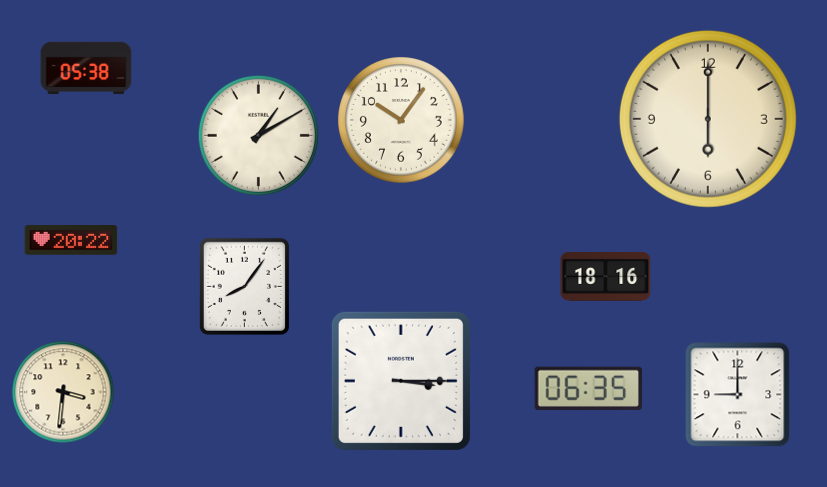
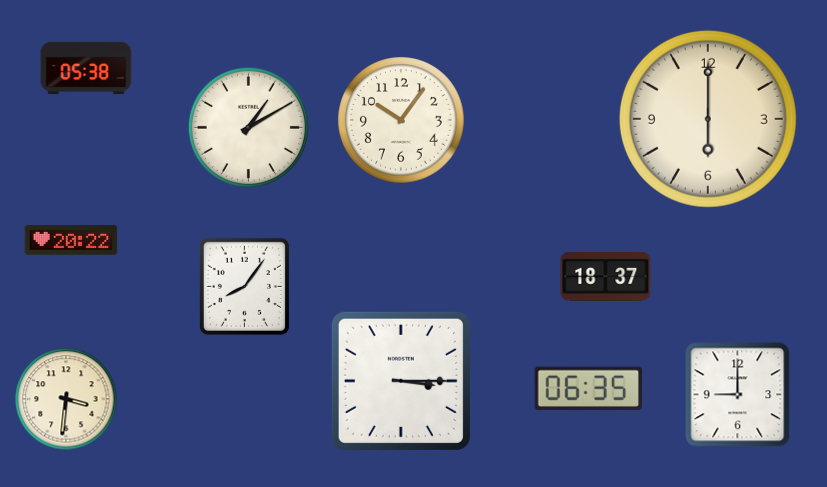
clock at (258, 135) position: (258, 135) -> (248, 127)
clock at (606, 276): 18:16 -> 18:37
clock at (63, 392) position: (63, 392) -> (66, 399)
